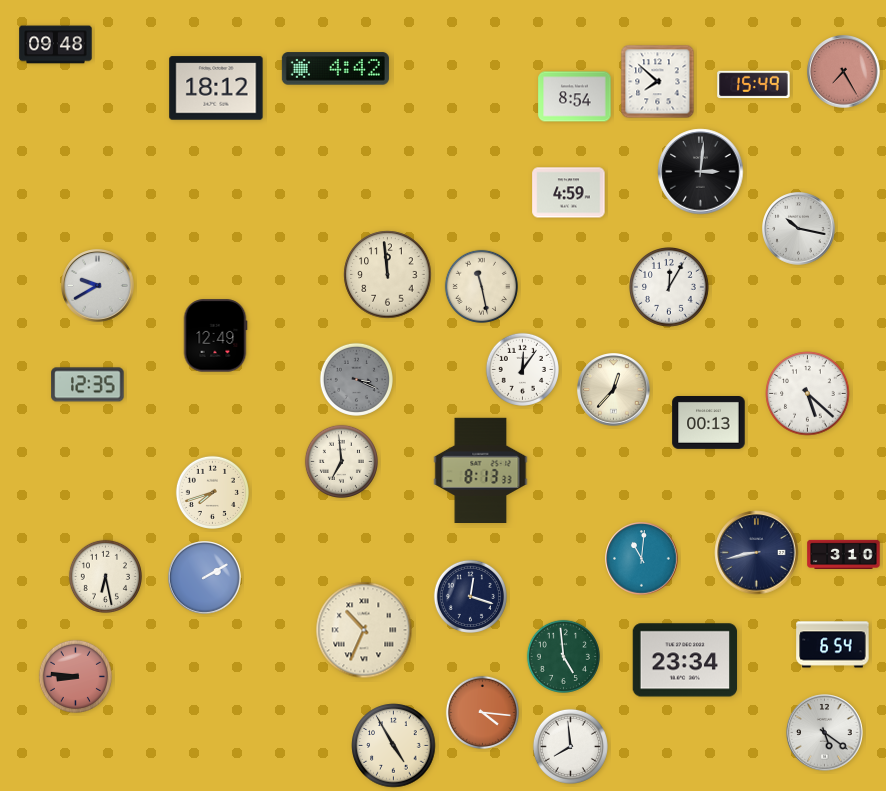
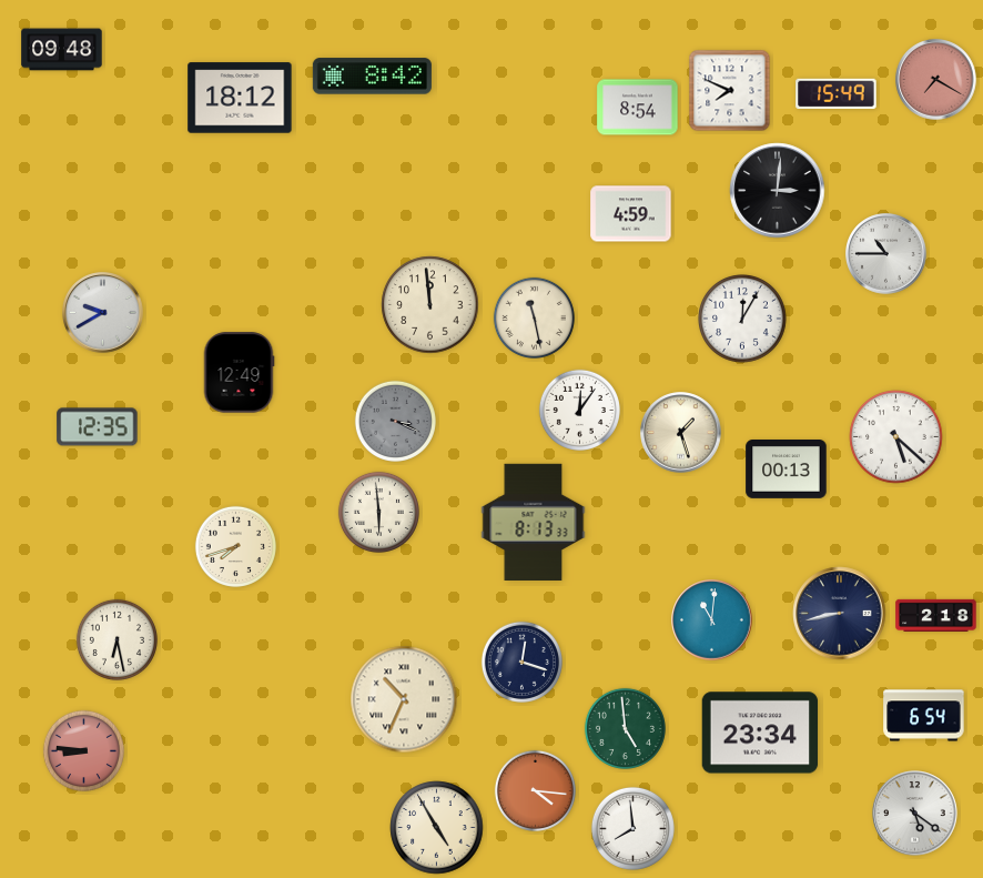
clock at (335, 69): 4:42 -> 8:42
clock at (844, 72): 7:25 -> 7:20
clock at (658, 82): 7:52 -> 7:49
clock at (799, 229): 10:17 -> 10:45
clock at (98, 286) position: (98, 286) -> (103, 313)
clock at (614, 390): 12:37 -> 1:27
clock at (341, 461): 6:59 -> 5:59
clock at (844, 554): 3:10 -> 2:18
clock at (205, 578): 2:10 -> none
